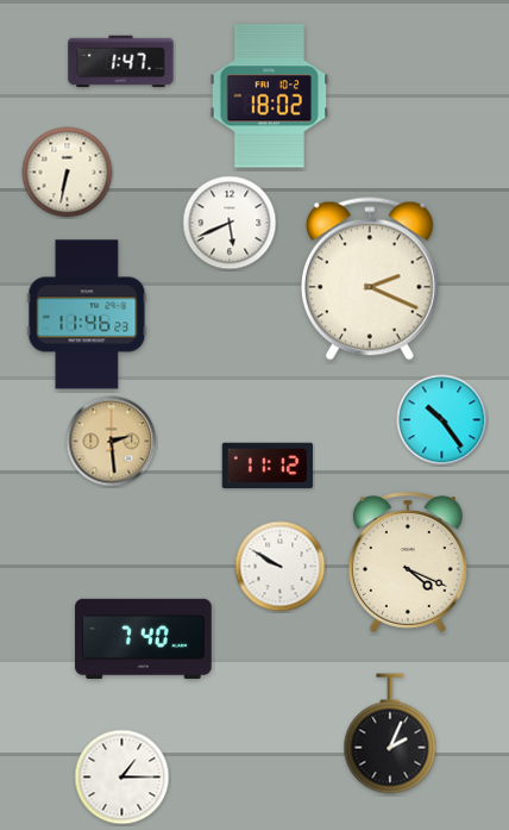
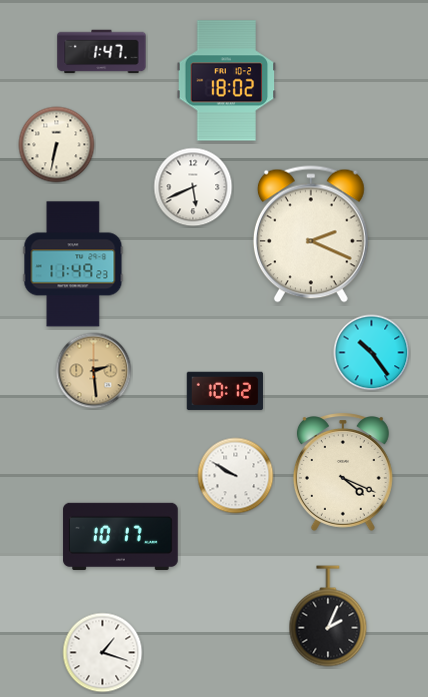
clock at (87, 314): 11:46 -> 11:49
clock at (268, 466): 11:12 -> 10:12
clock at (144, 638): 7:40 -> 10:17
clock at (122, 778): 1:15 -> 1:18
